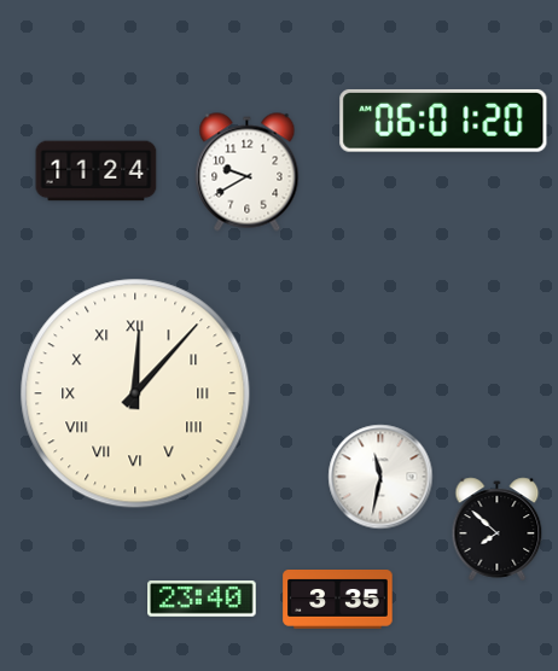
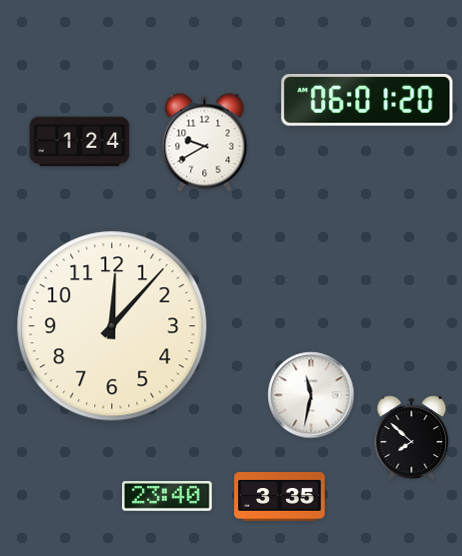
clock at (97, 171): 11:24 -> 1:24
clock at (135, 393) numerals: Roman -> Arabic
clock at (380, 477) position: (380, 477) -> (311, 395)
